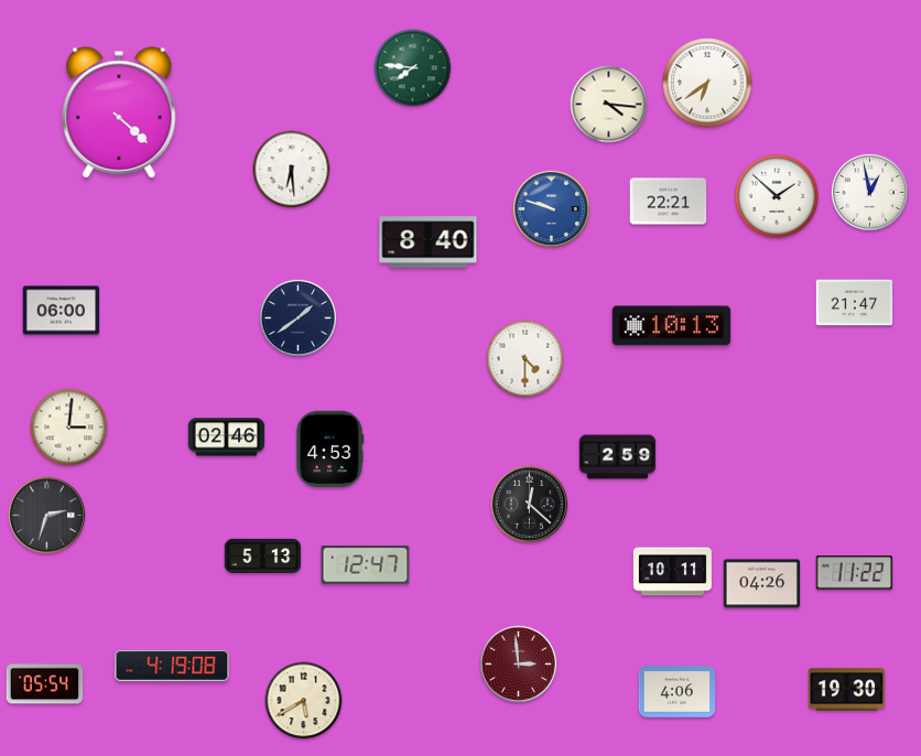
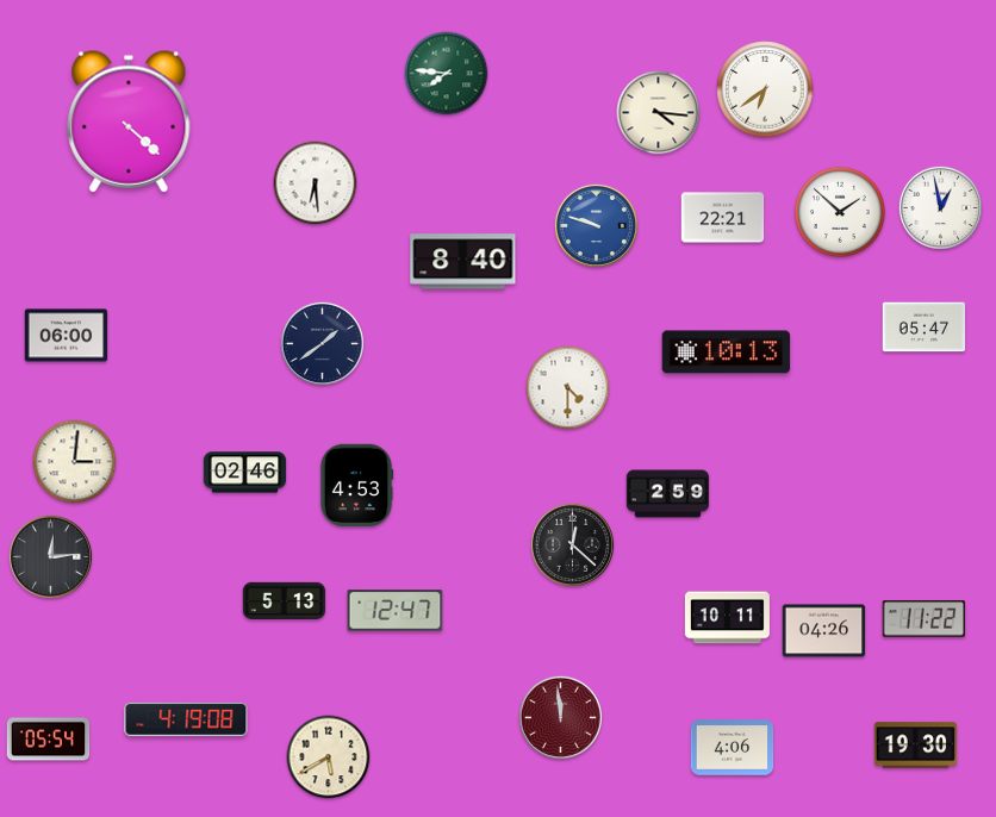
clock at (855, 303): 21:47 -> 05:47
clock at (46, 515): 2:33 -> 12:14
clock at (518, 663): 2:59 -> 11:59
